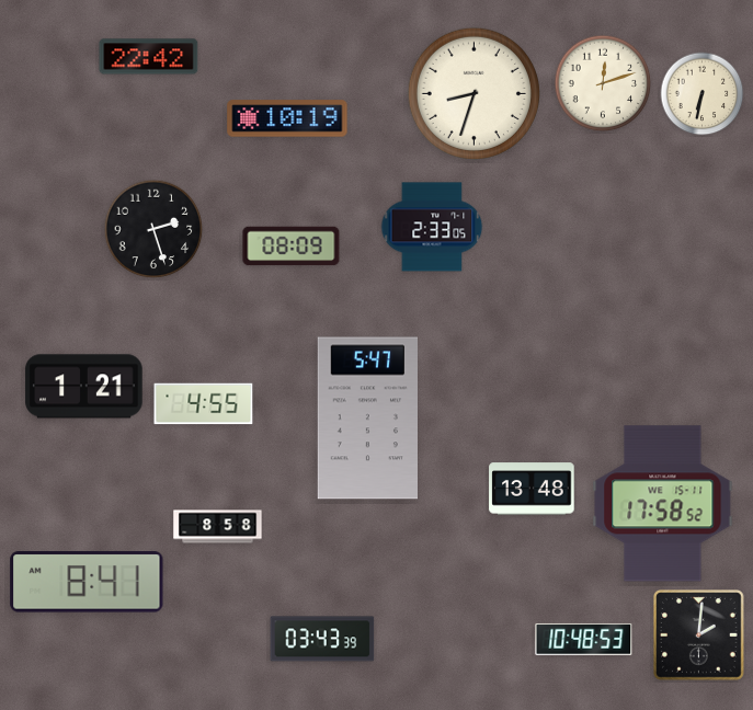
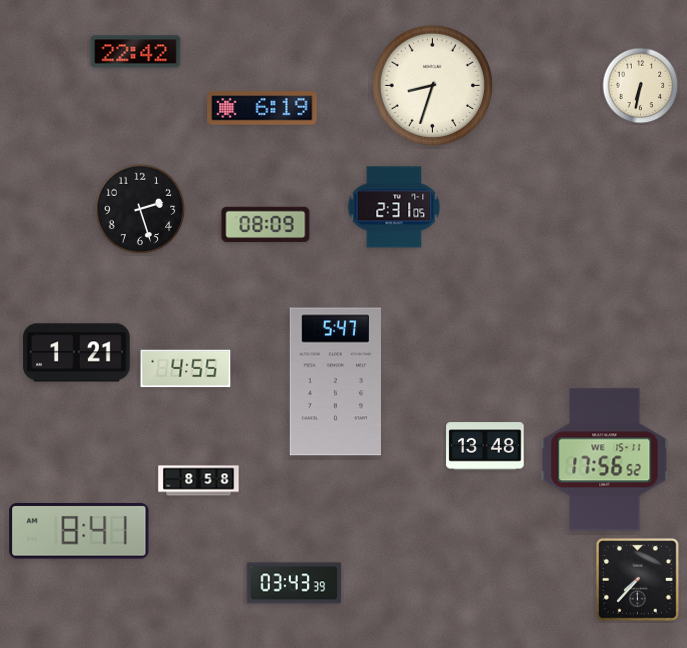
clock at (603, 83): 12:12 -> none
clock at (287, 118): 10:19 -> 6:19
clock at (432, 227): 2:33 -> 2:31
clock at (663, 504): 17:58 -> 17:56
clock at (699, 635): 2:01 -> 7:37
clock at (584, 639): 10:48 -> none
